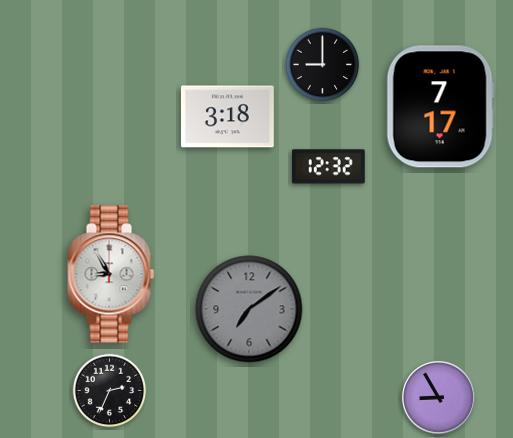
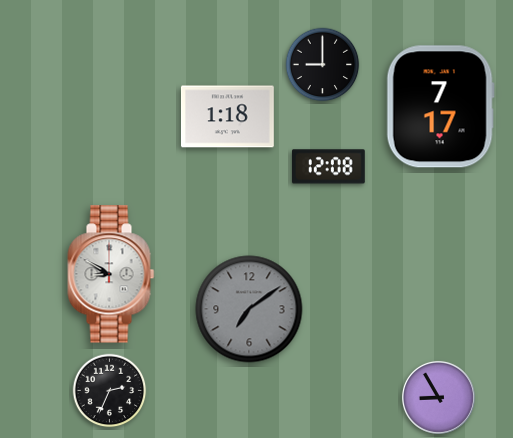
clock at (227, 117): 3:18 -> 1:18
clock at (328, 167): 12:32 -> 12:08
clock at (111, 274): 8:55 -> 8:50
